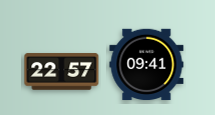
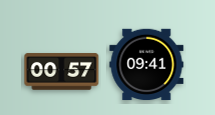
clock at (62, 72): 22:57 -> 00:57
